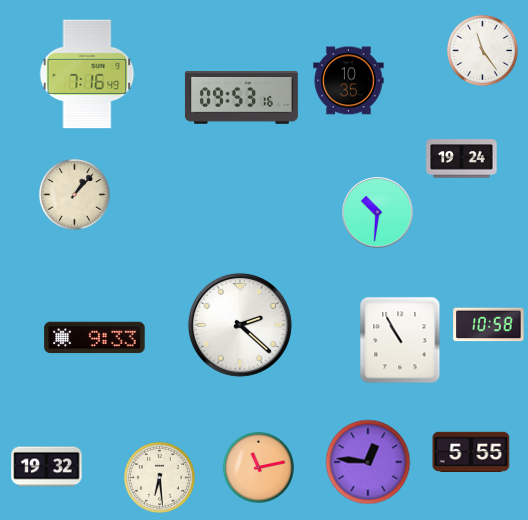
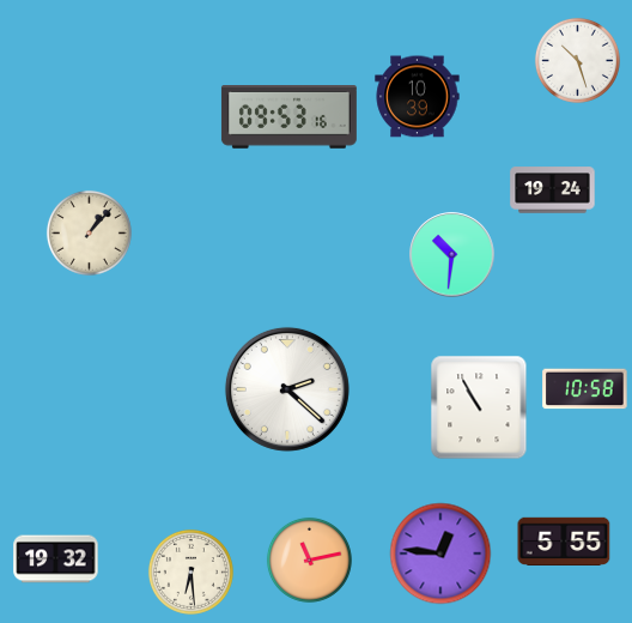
clock at (482, 50): 11:24 -> 10:27
clock at (87, 74): 7:16 -> none
clock at (349, 81): 10:35 -> 10:39
clock at (95, 338): 9:33 -> none
